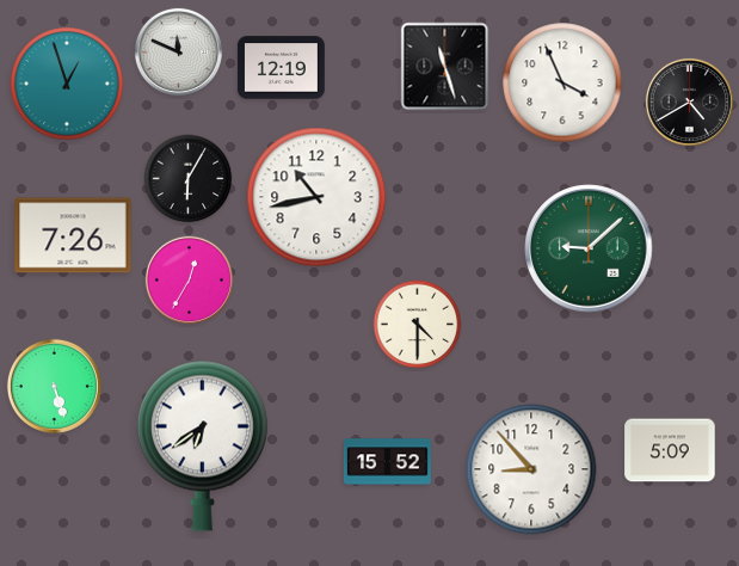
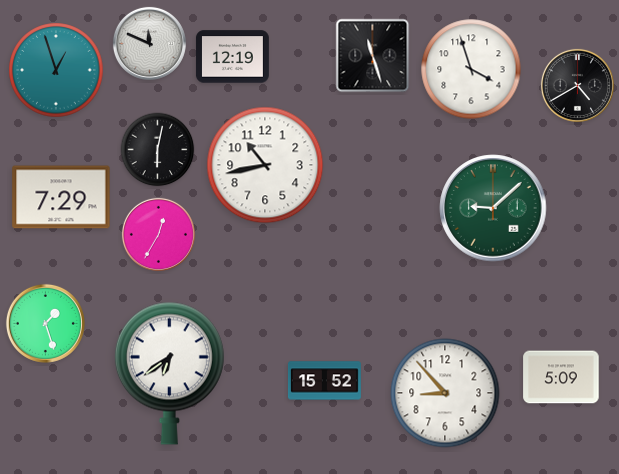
clock at (281, 68) position: (281, 68) -> (232, 57)
clock at (562, 82): 3:56 -> 3:57
clock at (189, 179): 6:05 -> 6:02
clock at (73, 235): 7:26 -> 7:29
clock at (418, 325): 4:30 -> none
clock at (54, 386): 5:27 -> 1:27
clock at (387, 462) position: (387, 462) -> (324, 381)
